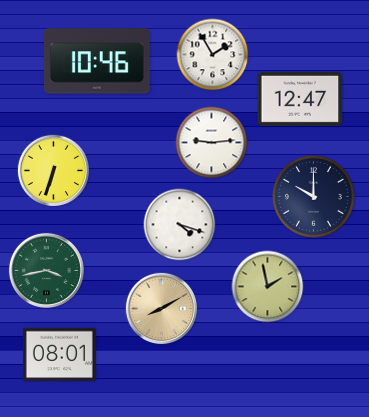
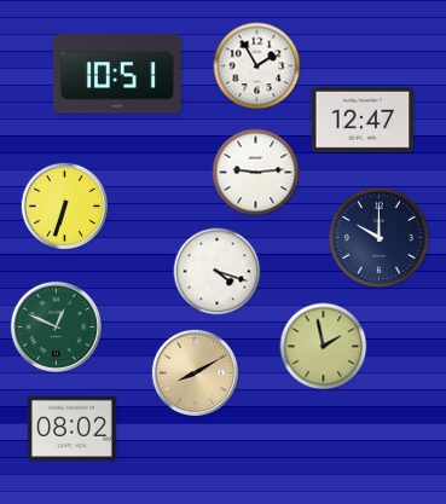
clock at (97, 61): 10:46 -> 10:51
clock at (46, 270): 3:43 -> 12:49
clock at (59, 355): 08:01 -> 08:02
